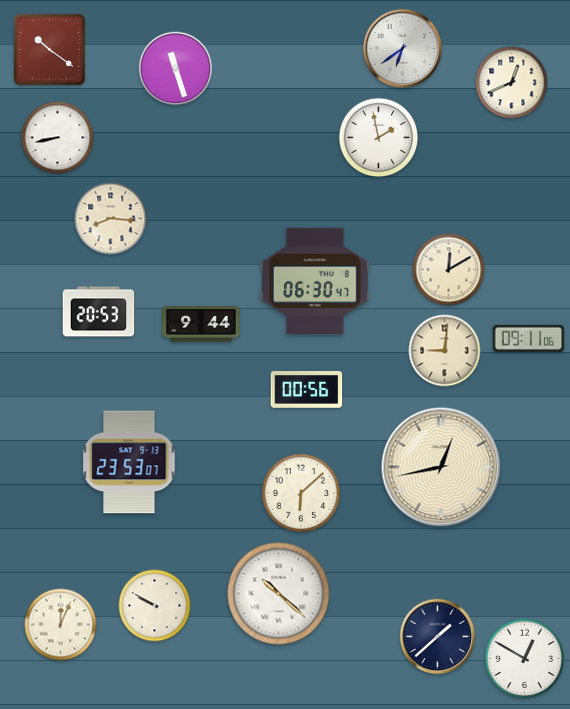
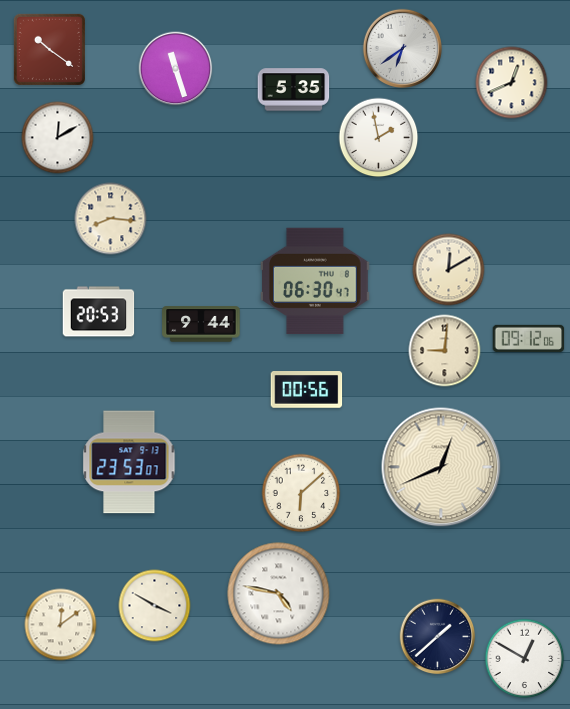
clock at (294, 90): none -> 5:35
clock at (58, 138): 8:43 -> 12:10
clock at (529, 338): 09:11 -> 09:12
clock at (441, 467): 12:43 -> 12:41
clock at (279, 594): 10:22 -> 4:47
clock at (155, 606): 9:50 -> 3:50
clock at (61, 625): 12:04 -> 12:09
